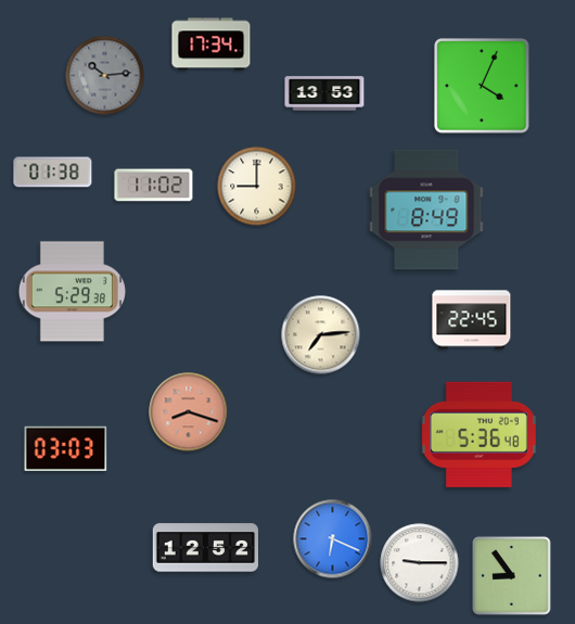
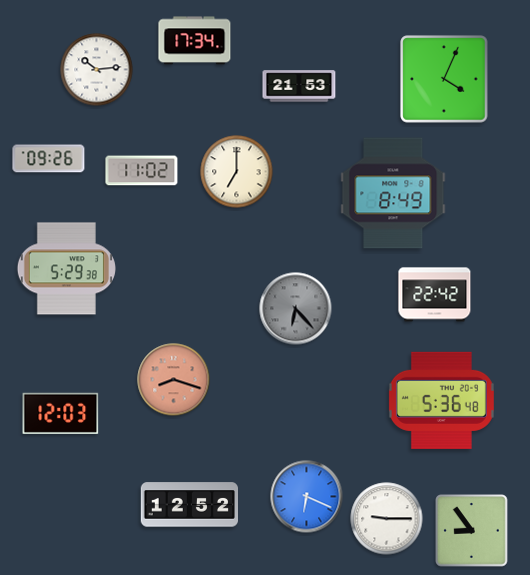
clock at (105, 76) dial: grey -> white
clock at (324, 93): 13:53 -> 21:53
clock at (53, 173): 01:38 -> 09:26
clock at (257, 187): 9:00 -> 7:00
clock at (472, 320): 22:45 -> 22:42
clock at (321, 335): 7:14 -> 6:23
clock at (321, 335) dial: cream -> grey
clock at (66, 448): 03:03 -> 12:03
